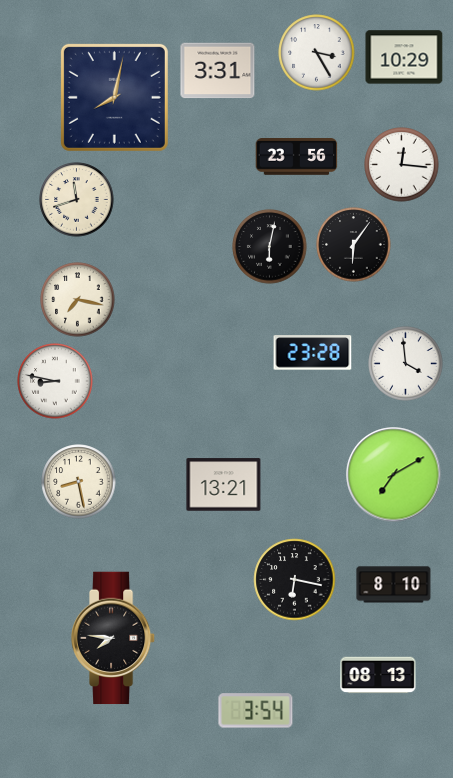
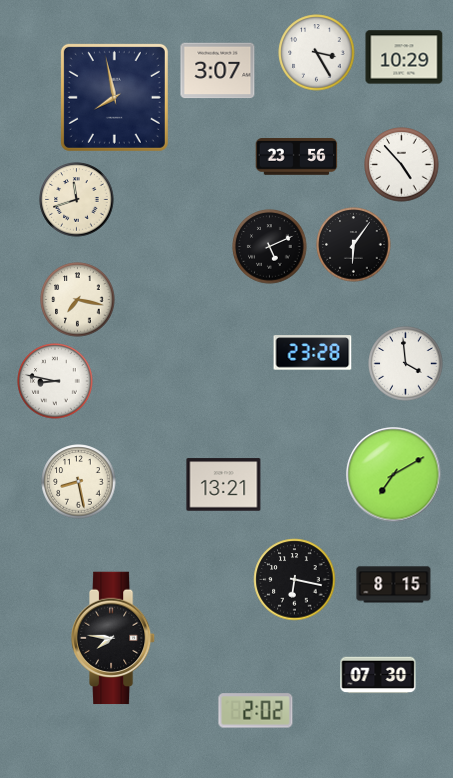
clock at (218, 71): 3:31 -> 3:07
clock at (114, 97): 8:02 -> 7:58
clock at (402, 165): 12:16 -> 4:53
clock at (270, 247): 6:02 -> 5:11
clock at (394, 585): 8:10 -> 8:15
clock at (378, 675): 08:13 -> 07:30
clock at (256, 711): 3:54 -> 2:02
